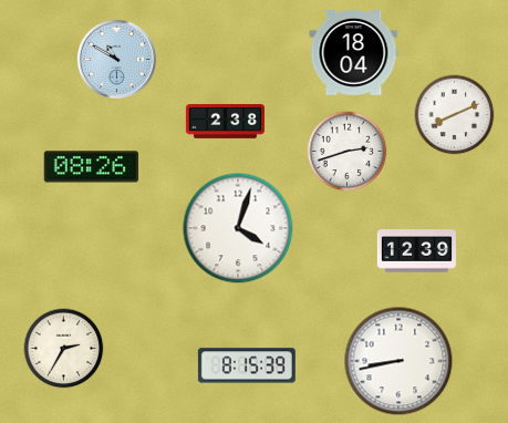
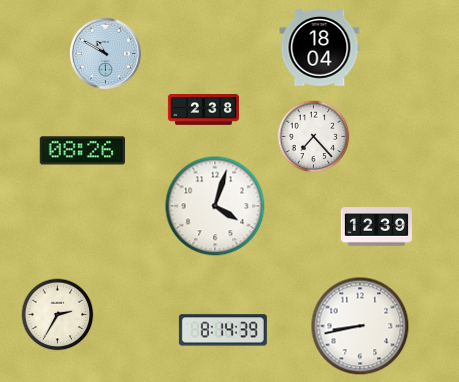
clock at (455, 115): 8:11 -> none
clock at (348, 152): 2:42 -> 7:23
clock at (247, 365): 8:15 -> 8:14
